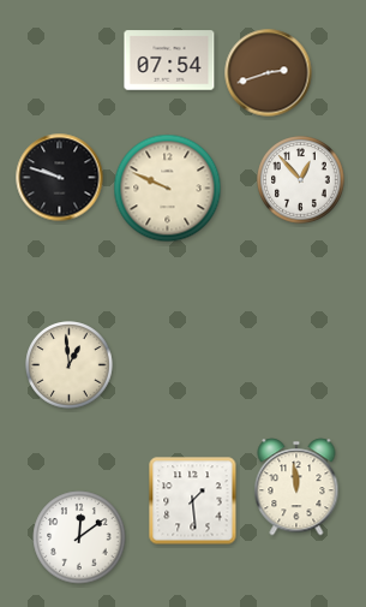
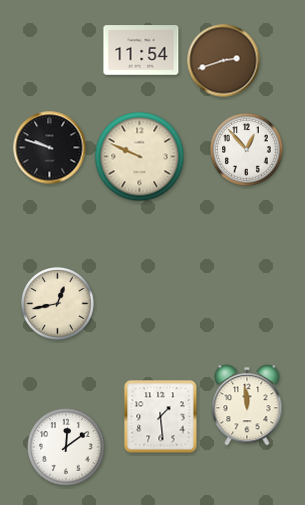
clock at (169, 60): 07:54 -> 11:54
clock at (301, 180) position: (301, 180) -> (247, 150)
clock at (70, 365): 12:59 -> 12:43
